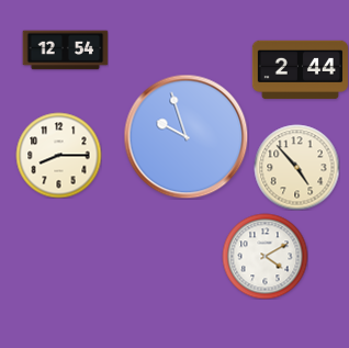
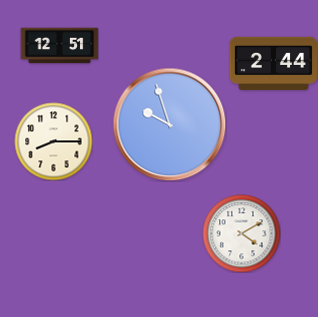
clock at (65, 50): 12:54 -> 12:51
clock at (296, 167): 4:53 -> none
